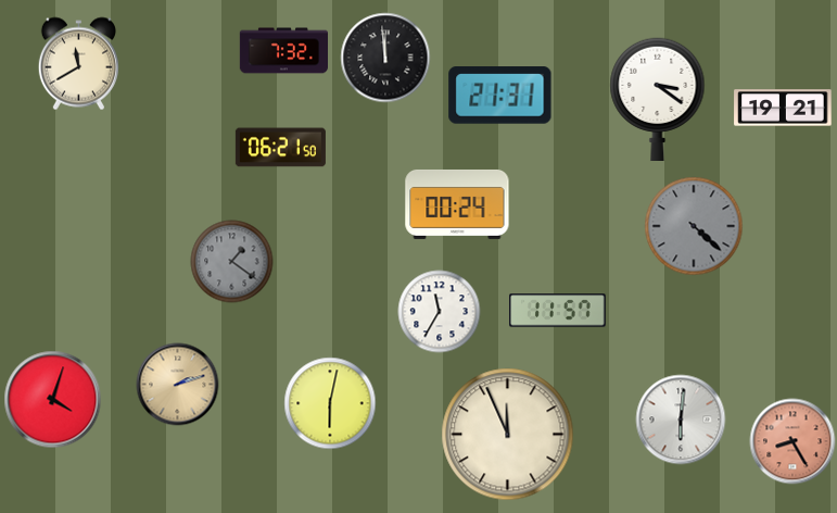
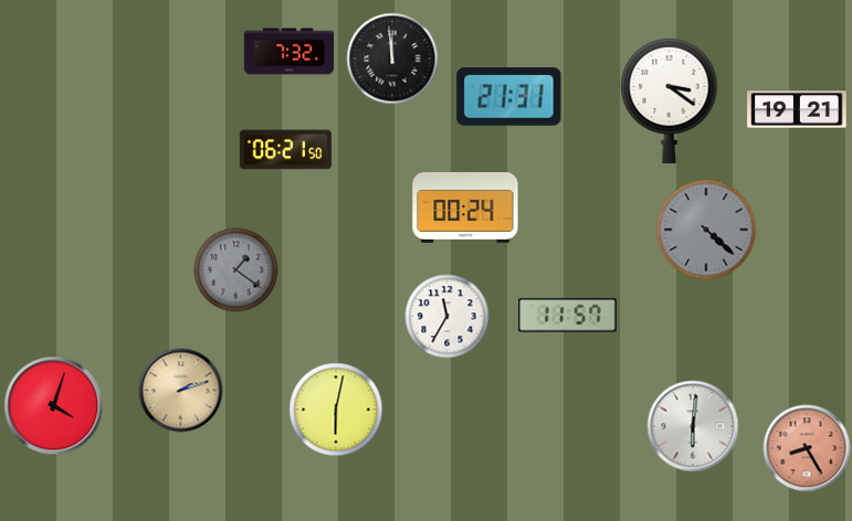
clock at (78, 64): 11:40 -> none
clock at (232, 262) position: (232, 262) -> (236, 270)
clock at (508, 435): 11:56 -> none
